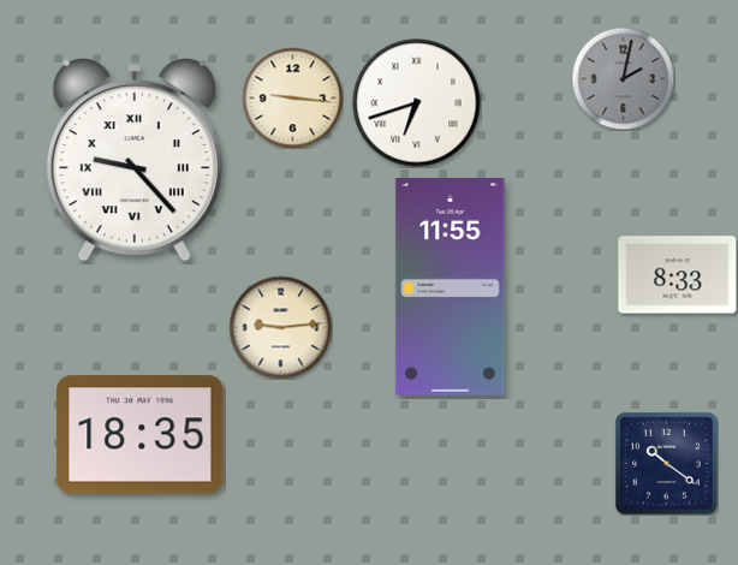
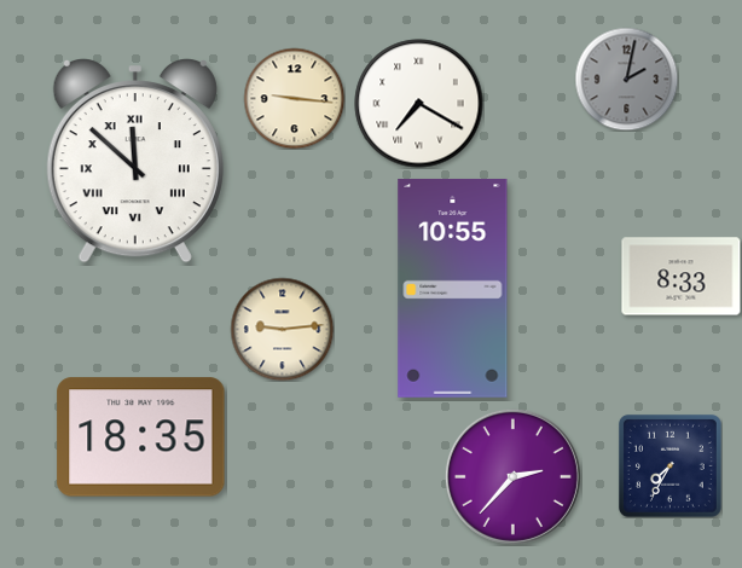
clock at (417, 103): 6:42 -> 7:20
clock at (135, 161): 9:23 -> 11:52
clock at (451, 286): 11:55 -> 10:55
clock at (666, 463): 10:21 -> 7:35
clock at (512, 476): none -> 2:37
